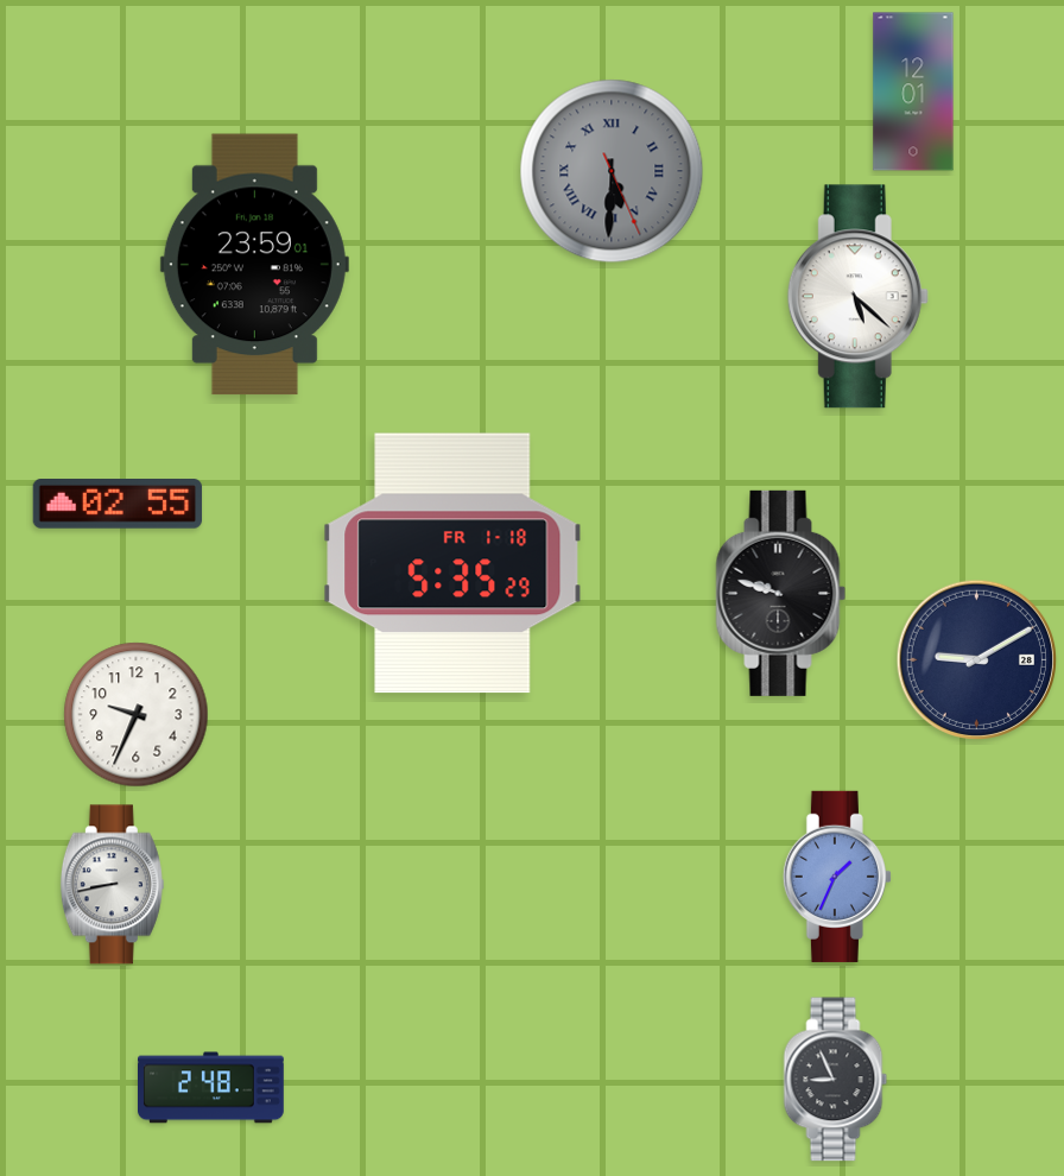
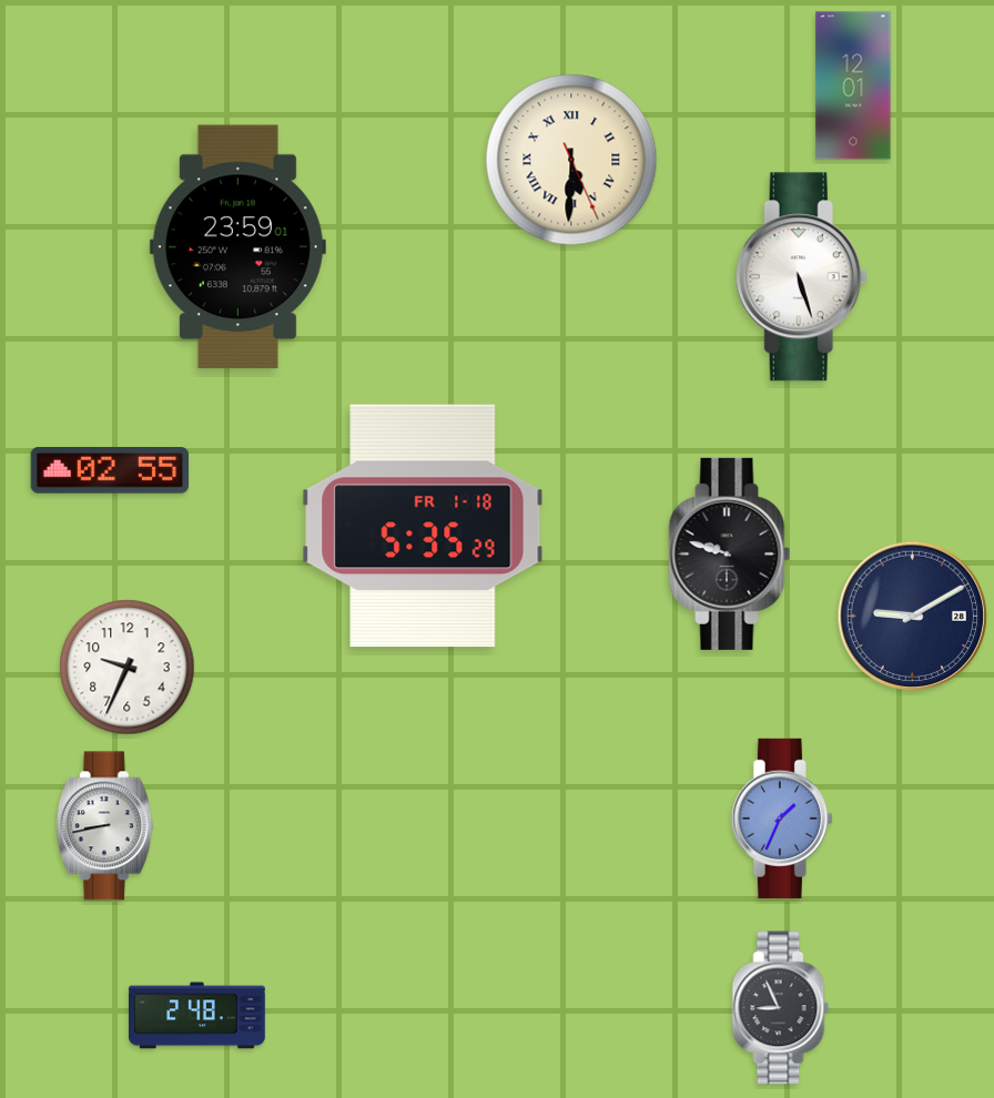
clock at (612, 171) dial: grey -> cream
clock at (857, 297): 5:22 -> 5:27
